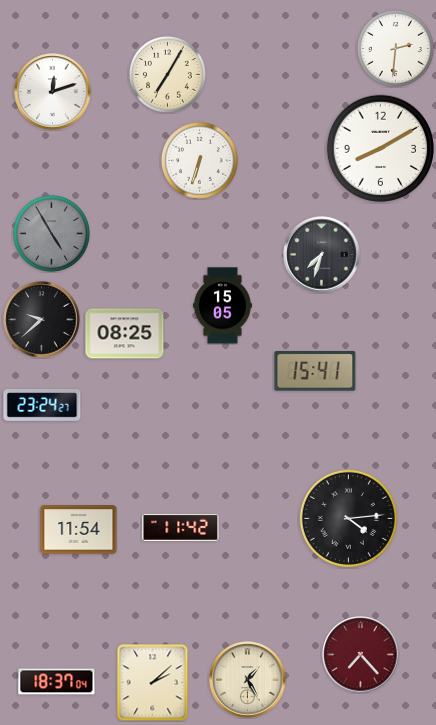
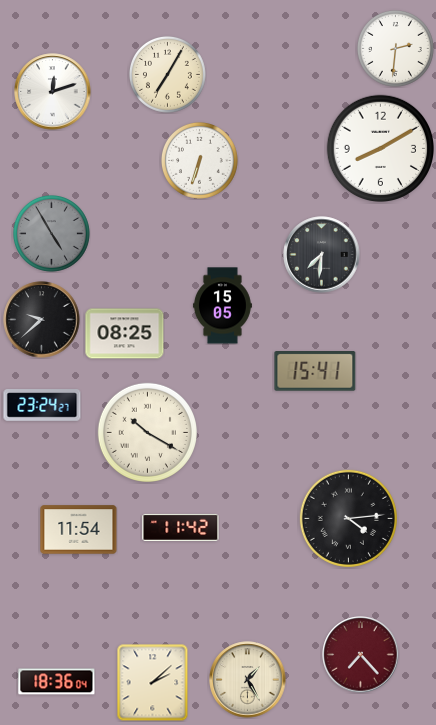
clock at (322, 255): 7:33 -> 7:31
clock at (147, 432): none -> 10:20
clock at (57, 682): 18:37 -> 18:36
